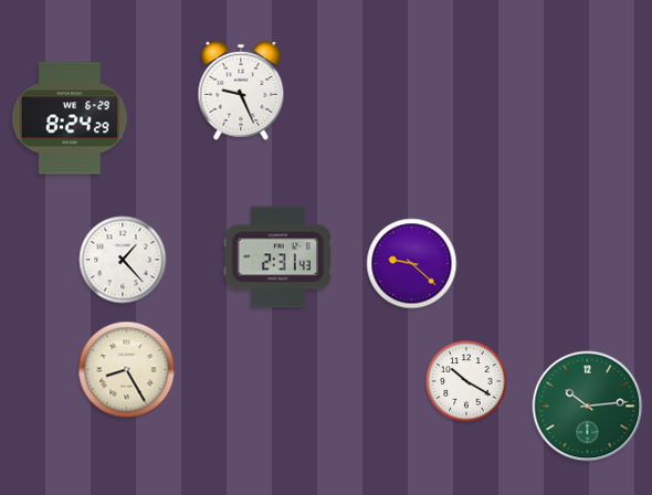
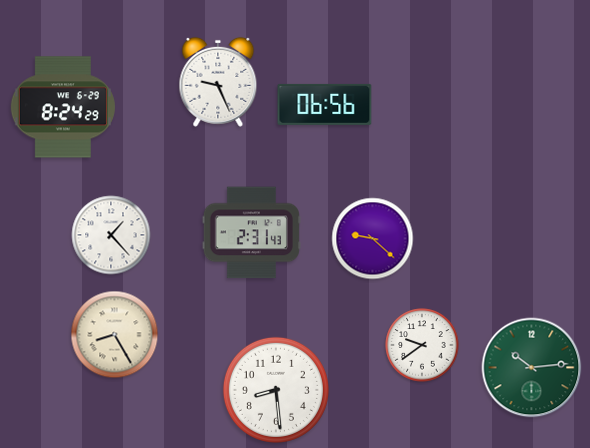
clock at (325, 104): none -> 06:56
clock at (466, 381): 10:20 -> 9:39
clock at (276, 390): none -> 8:29
